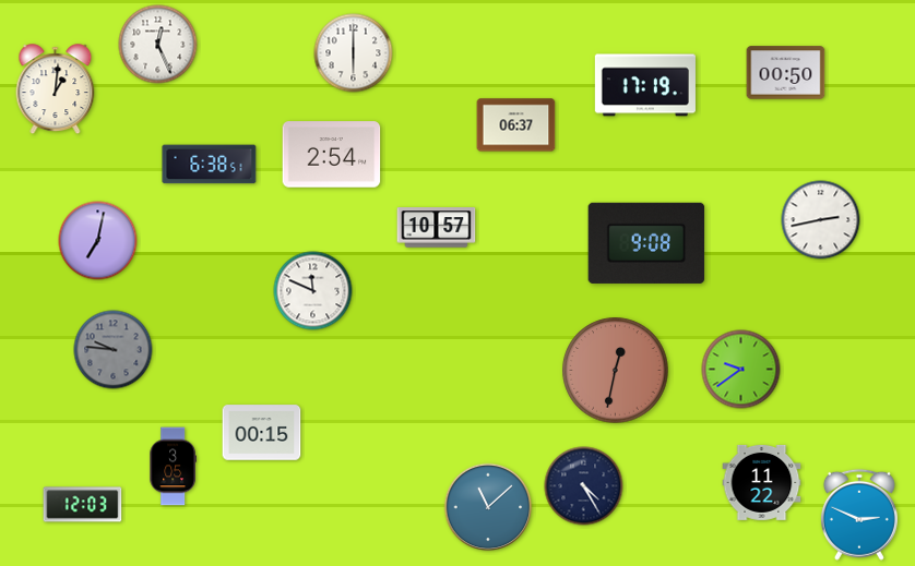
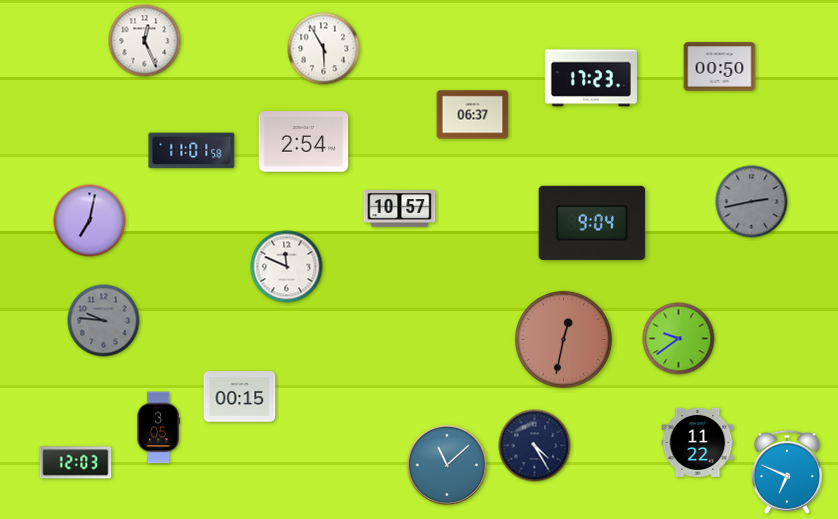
clock at (354, 53): 6:00 -> 5:55
clock at (645, 85): 17:19 -> 17:23
clock at (56, 89): 1:01 -> none
clock at (210, 165): 6:38 -> 11:01
clock at (821, 220) dial: white -> grey
clock at (646, 243): 9:08 -> 9:04
clock at (859, 515): 2:49 -> 6:49
